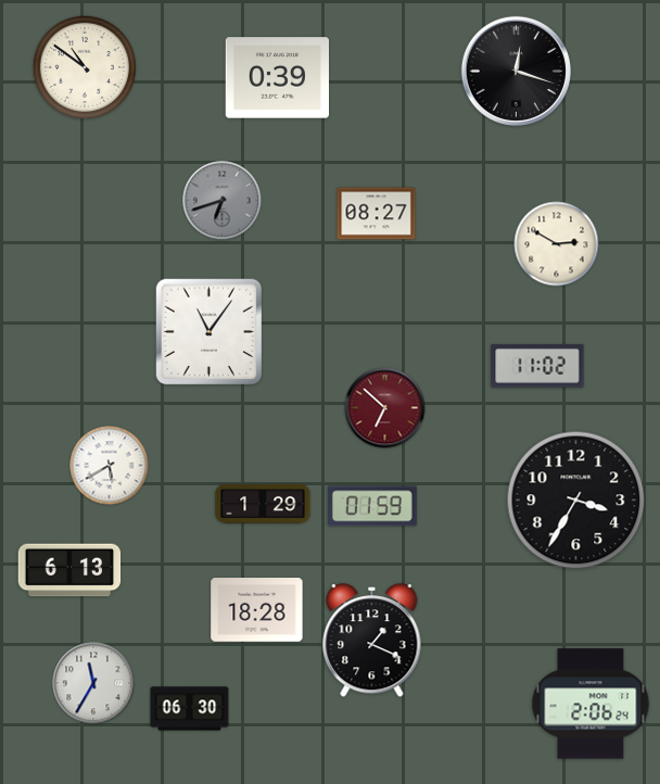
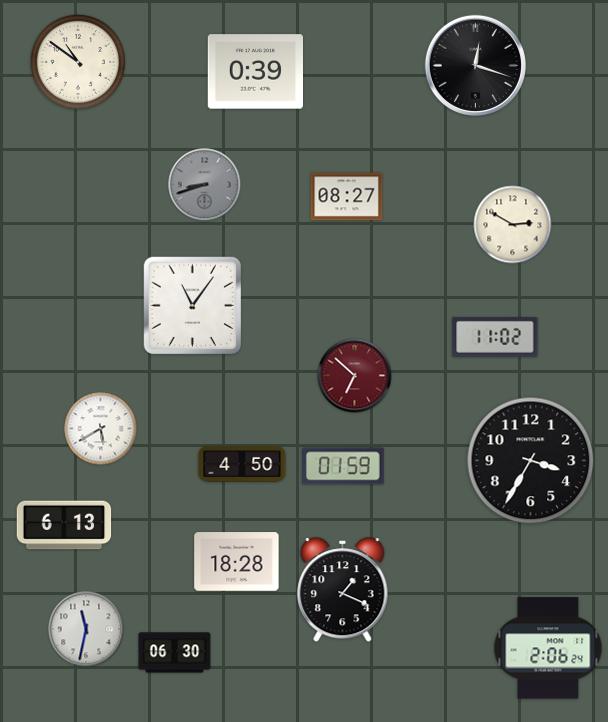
clock at (223, 201): 6:42 -> 8:42
clock at (263, 504): 1:29 -> 4:50
clock at (93, 683): 11:35 -> 11:32
clock at (591, 704) position: (591, 704) -> (548, 648)
